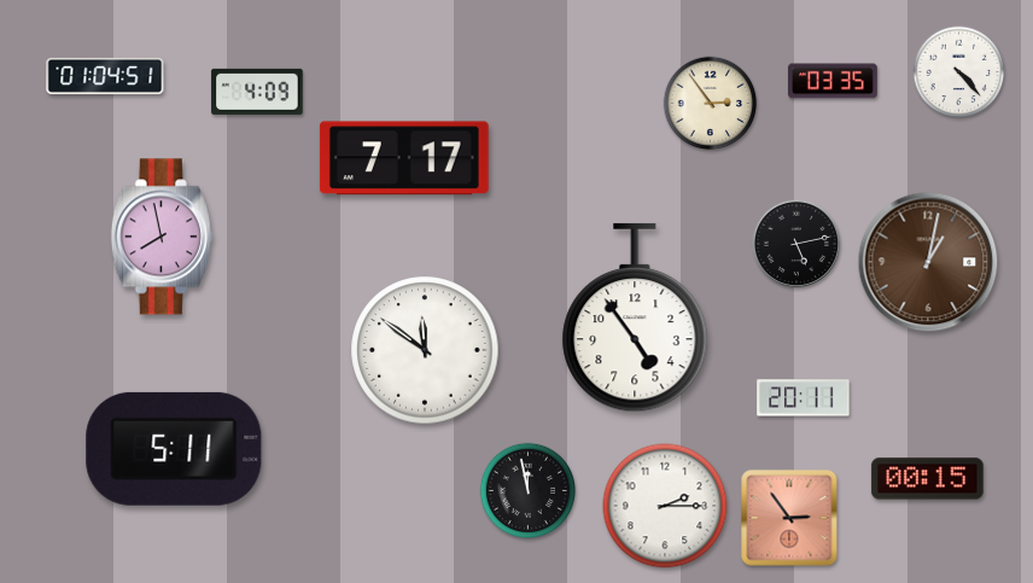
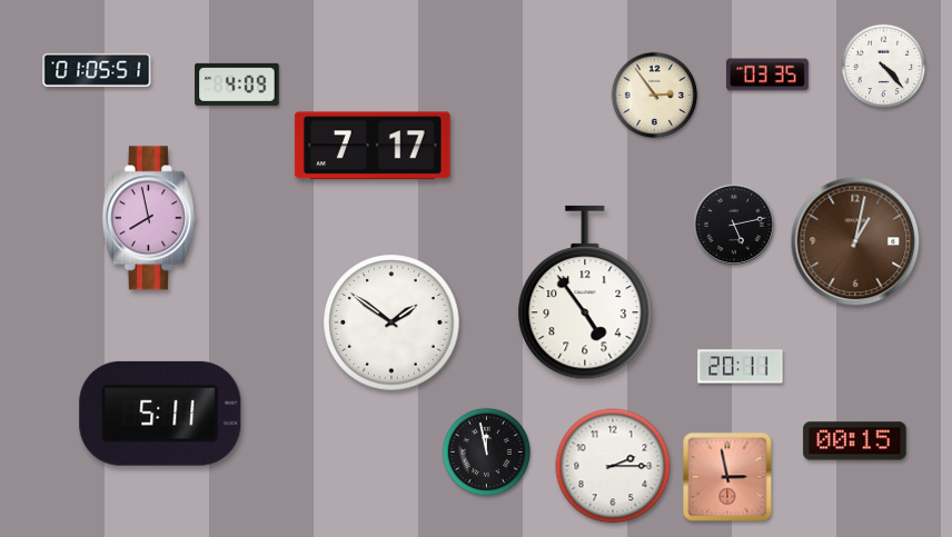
clock at (105, 76): 01:04 -> 01:05
clock at (425, 350): 11:51 -> 1:51
clock at (789, 518): 2:54 -> 2:58
